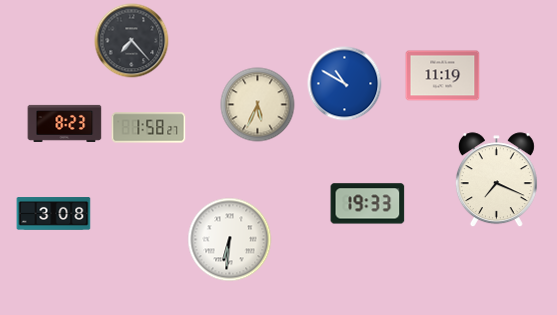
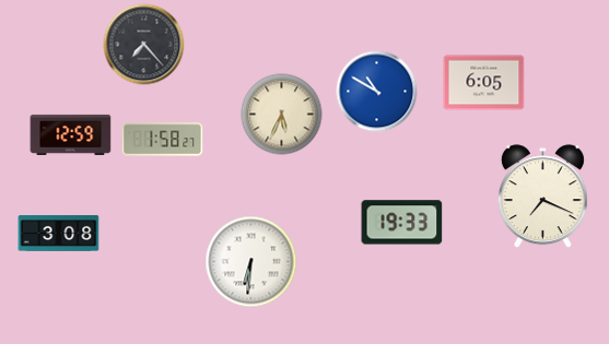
clock at (443, 76): 11:19 -> 6:05
clock at (65, 123): 8:23 -> 12:59
